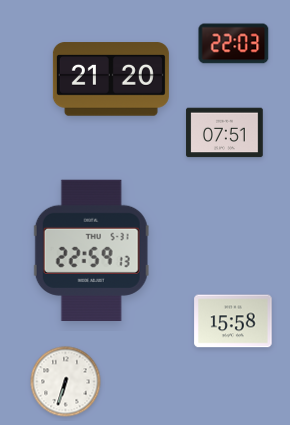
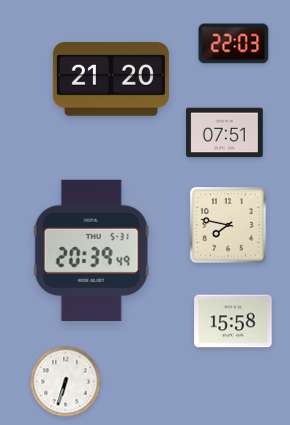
clock at (228, 225): none -> 7:47
clock at (91, 250): 22:59 -> 20:39
